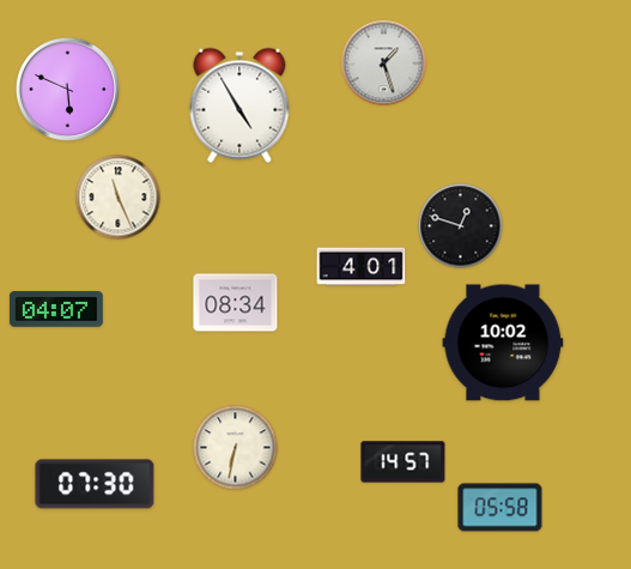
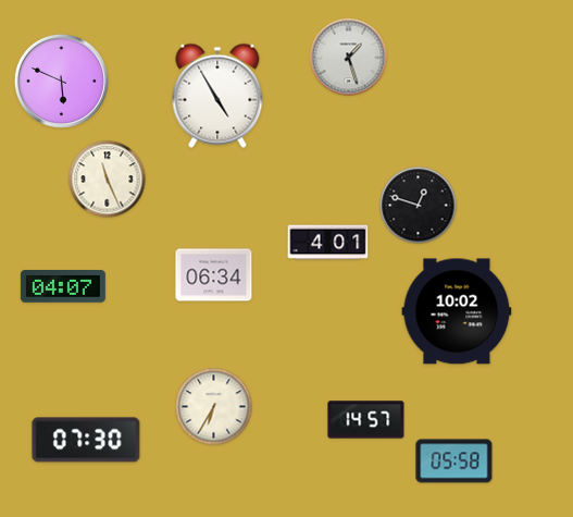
clock at (236, 303): 08:34 -> 06:34
clock at (56, 310) position: (56, 310) -> (63, 287)
clock at (236, 448): 6:32 -> 6:35
